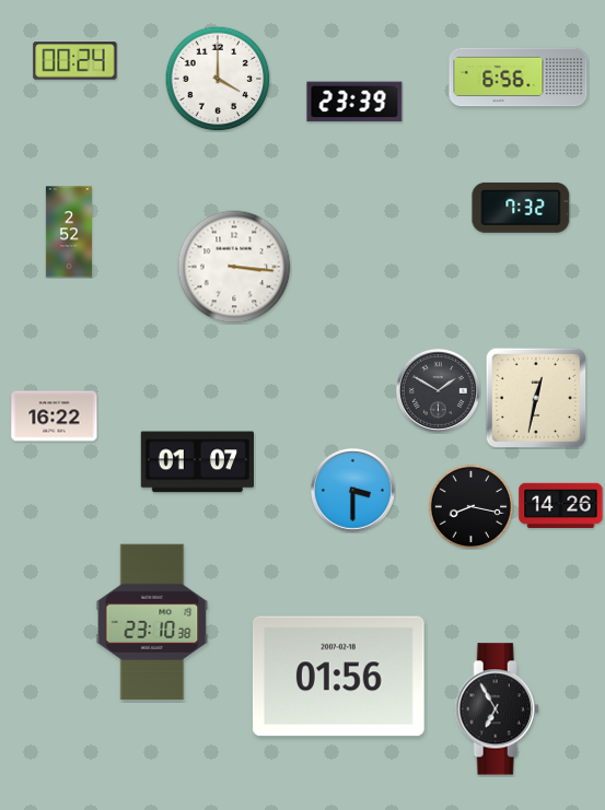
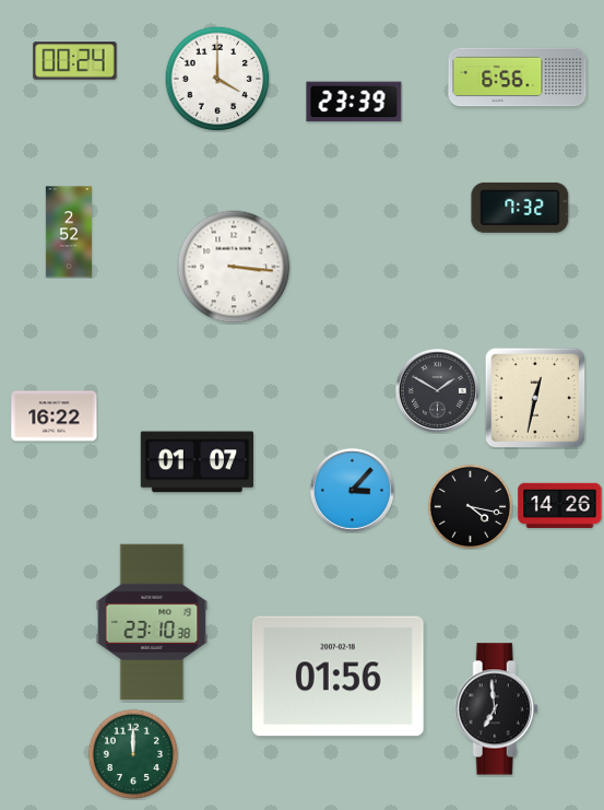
clock at (352, 490): 3:30 -> 3:07
clock at (470, 506): 8:17 -> 4:17
clock at (497, 709): 6:55 -> 6:59
clock at (133, 754): none -> 12:00
